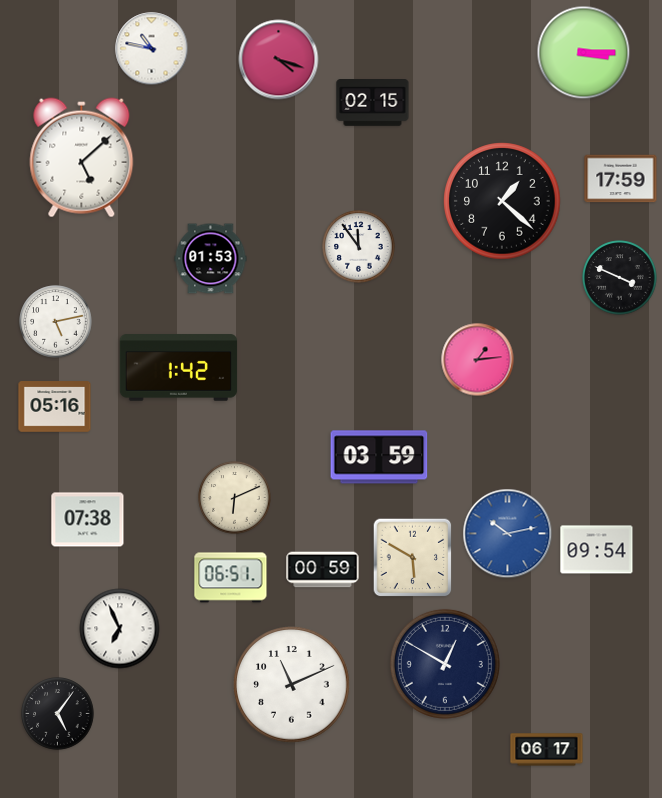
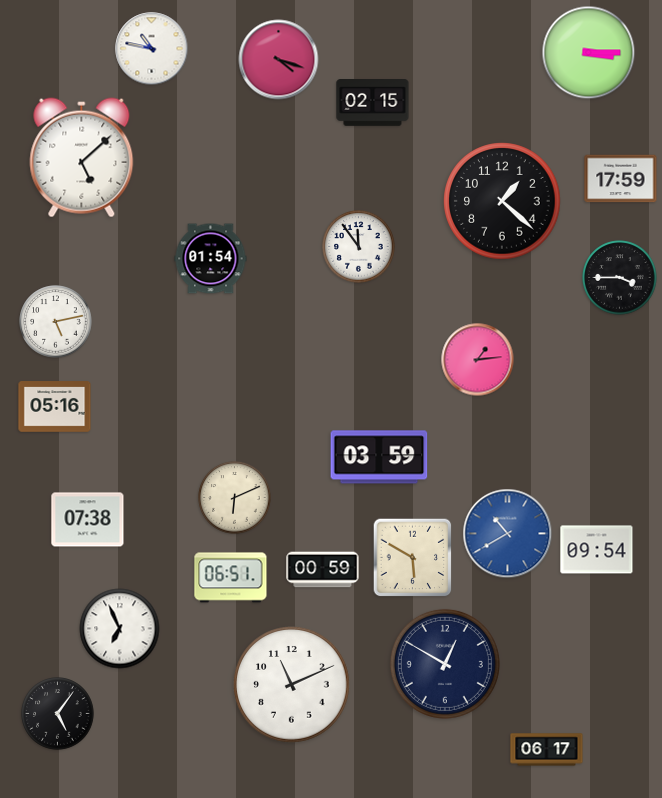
clock at (584, 53) position: (584, 53) -> (589, 53)
clock at (211, 259): 01:53 -> 01:54
clock at (620, 278): 3:49 -> 3:45
clock at (179, 368): 1:42 -> none
clock at (508, 534): 10:13 -> 10:40
